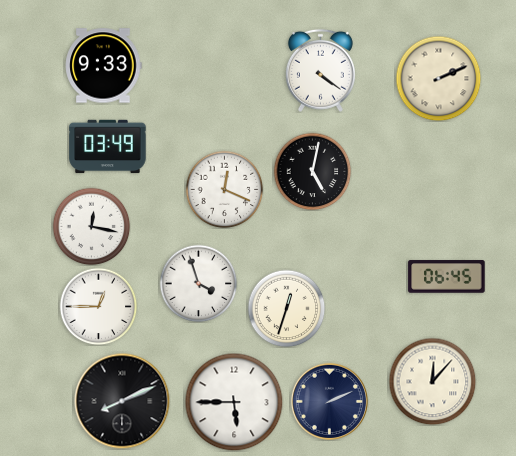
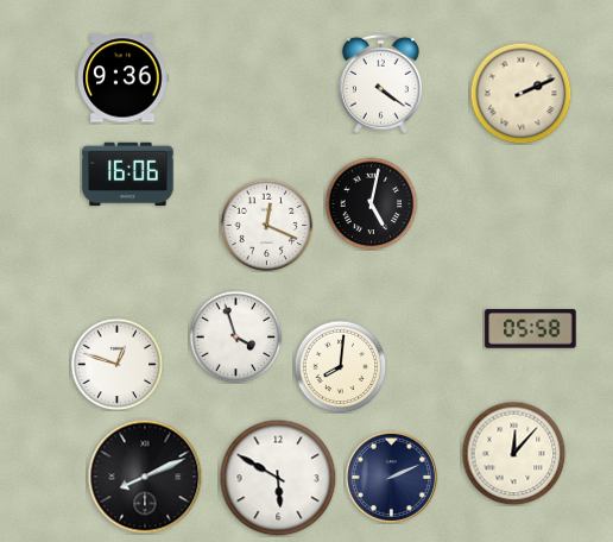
clock at (103, 66): 9:33 -> 9:36
clock at (108, 147): 03:49 -> 16:06
clock at (91, 226): 12:17 -> none
clock at (447, 277): 06:45 -> 05:58
clock at (98, 306): 12:45 -> 12:48
clock at (286, 308): 12:33 -> 8:01
clock at (234, 402): 5:45 -> 5:50
